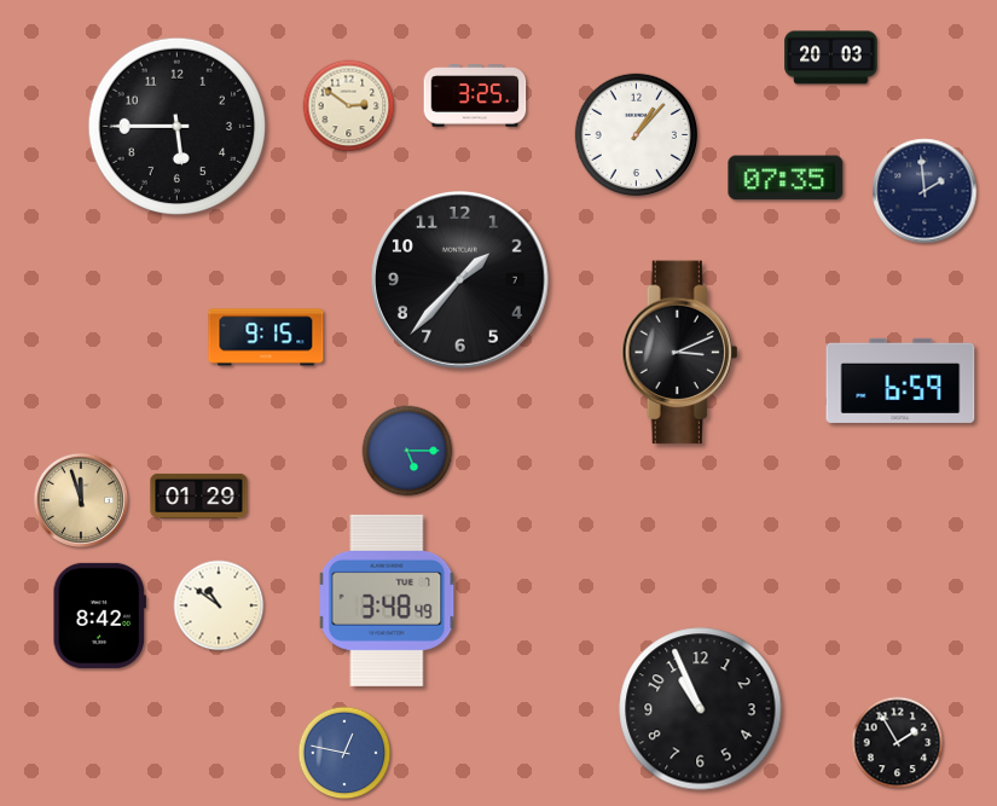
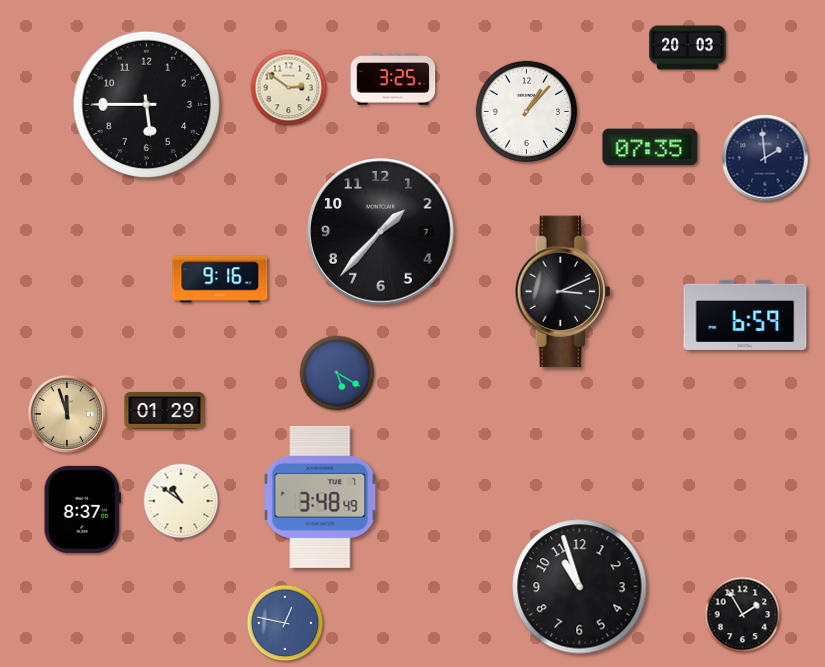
clock at (266, 337): 9:15 -> 9:16
clock at (407, 451): 5:15 -> 5:20
clock at (99, 615): 8:42 -> 8:37
clock at (701, 709): 10:56 -> 10:57
